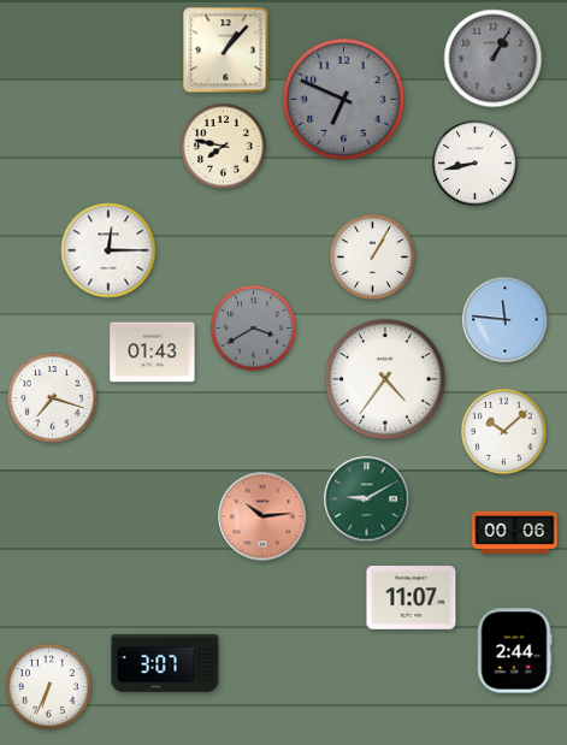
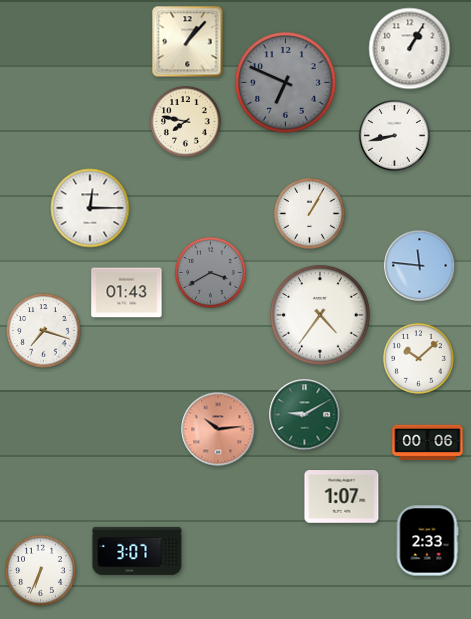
clock at (494, 59) dial: grey -> white
clock at (412, 598): 11:07 -> 1:07
clock at (514, 651): 2:44 -> 2:33
